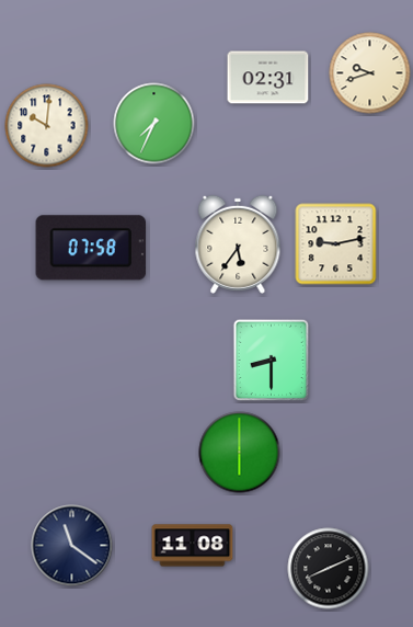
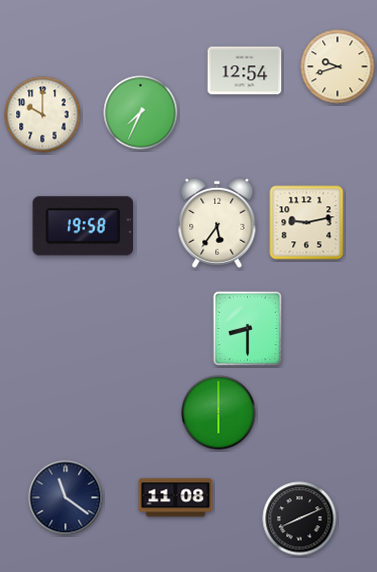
clock at (268, 78): 02:31 -> 12:54
clock at (47, 126): 10:01 -> 10:00
clock at (91, 248): 07:58 -> 19:58
